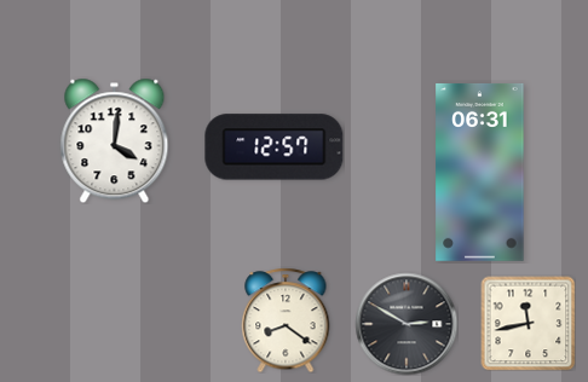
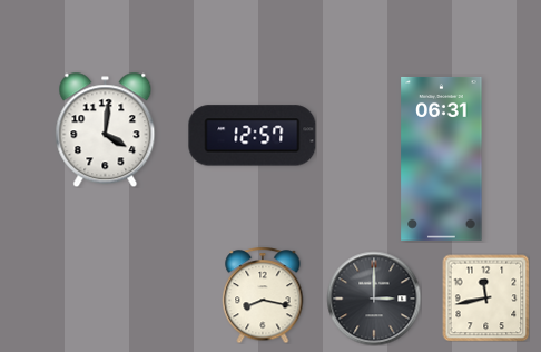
clock at (286, 320): 8:21 -> 8:17
clock at (407, 324): 2:50 -> 3:00
